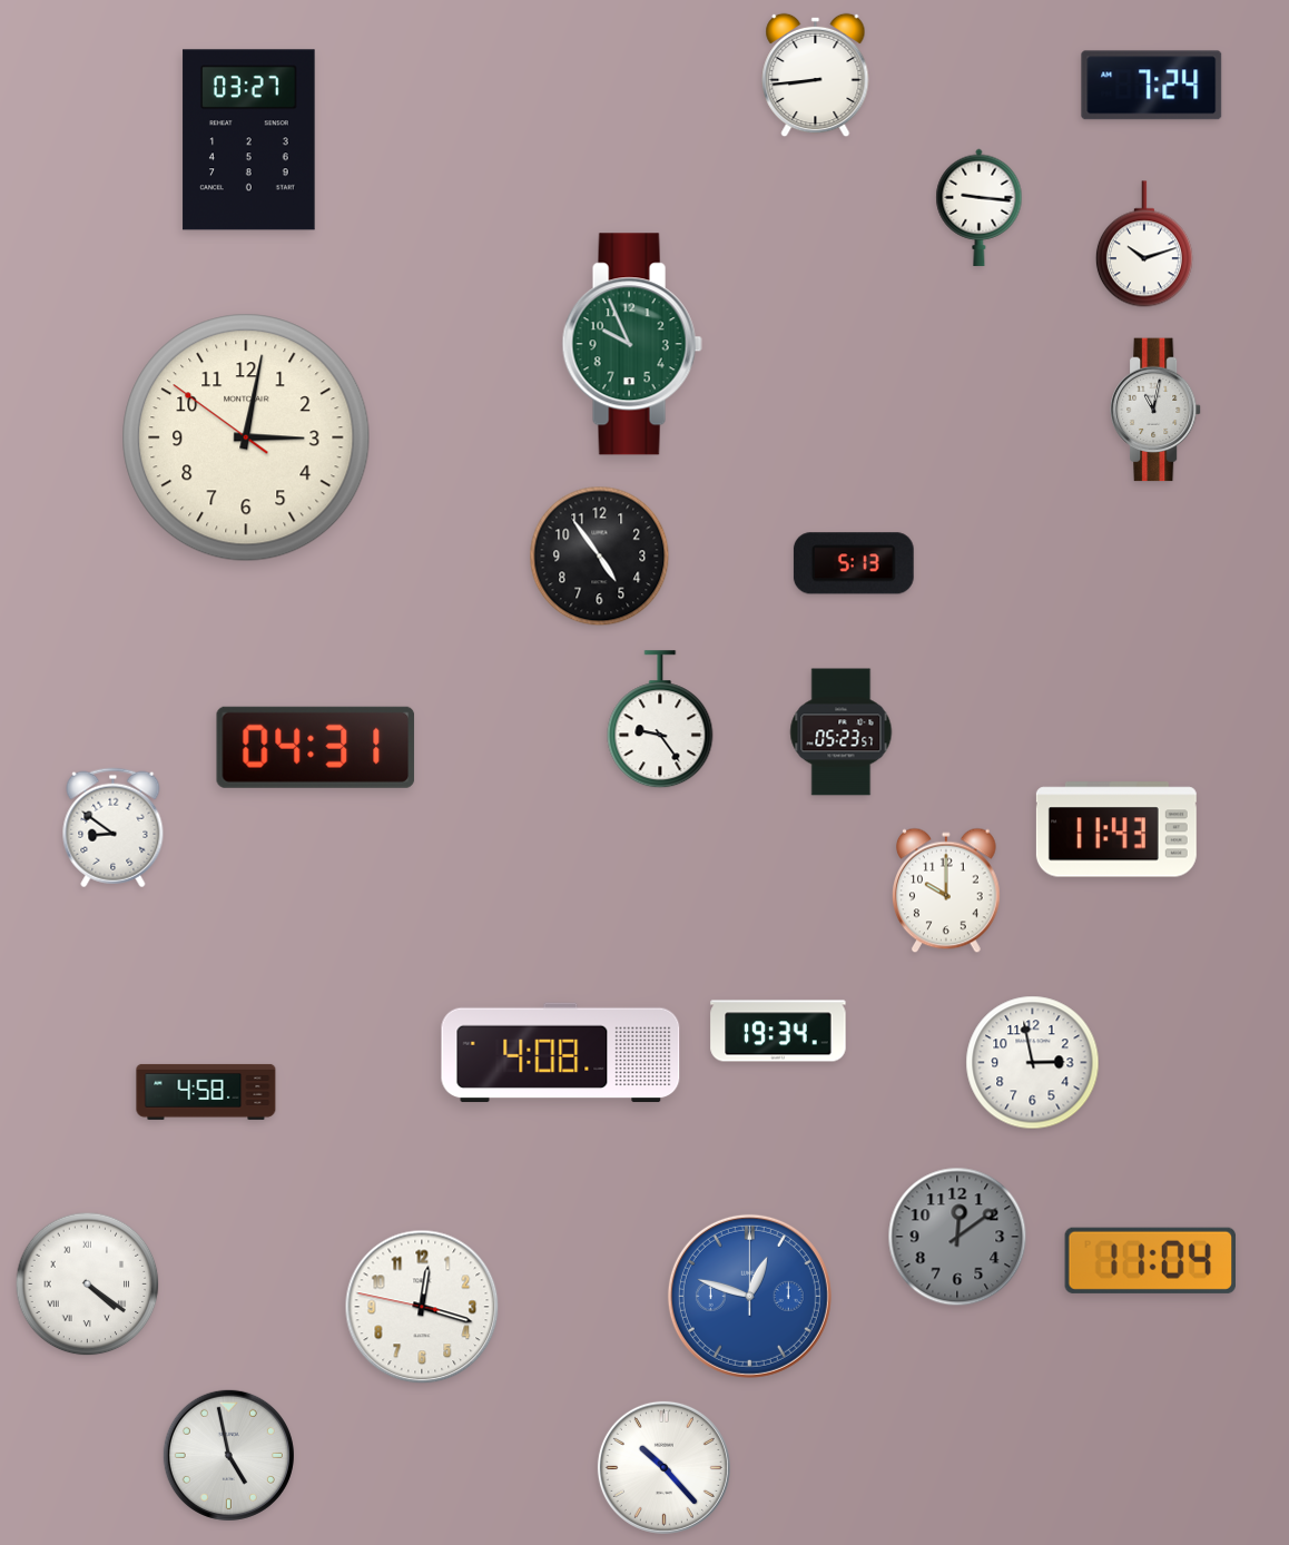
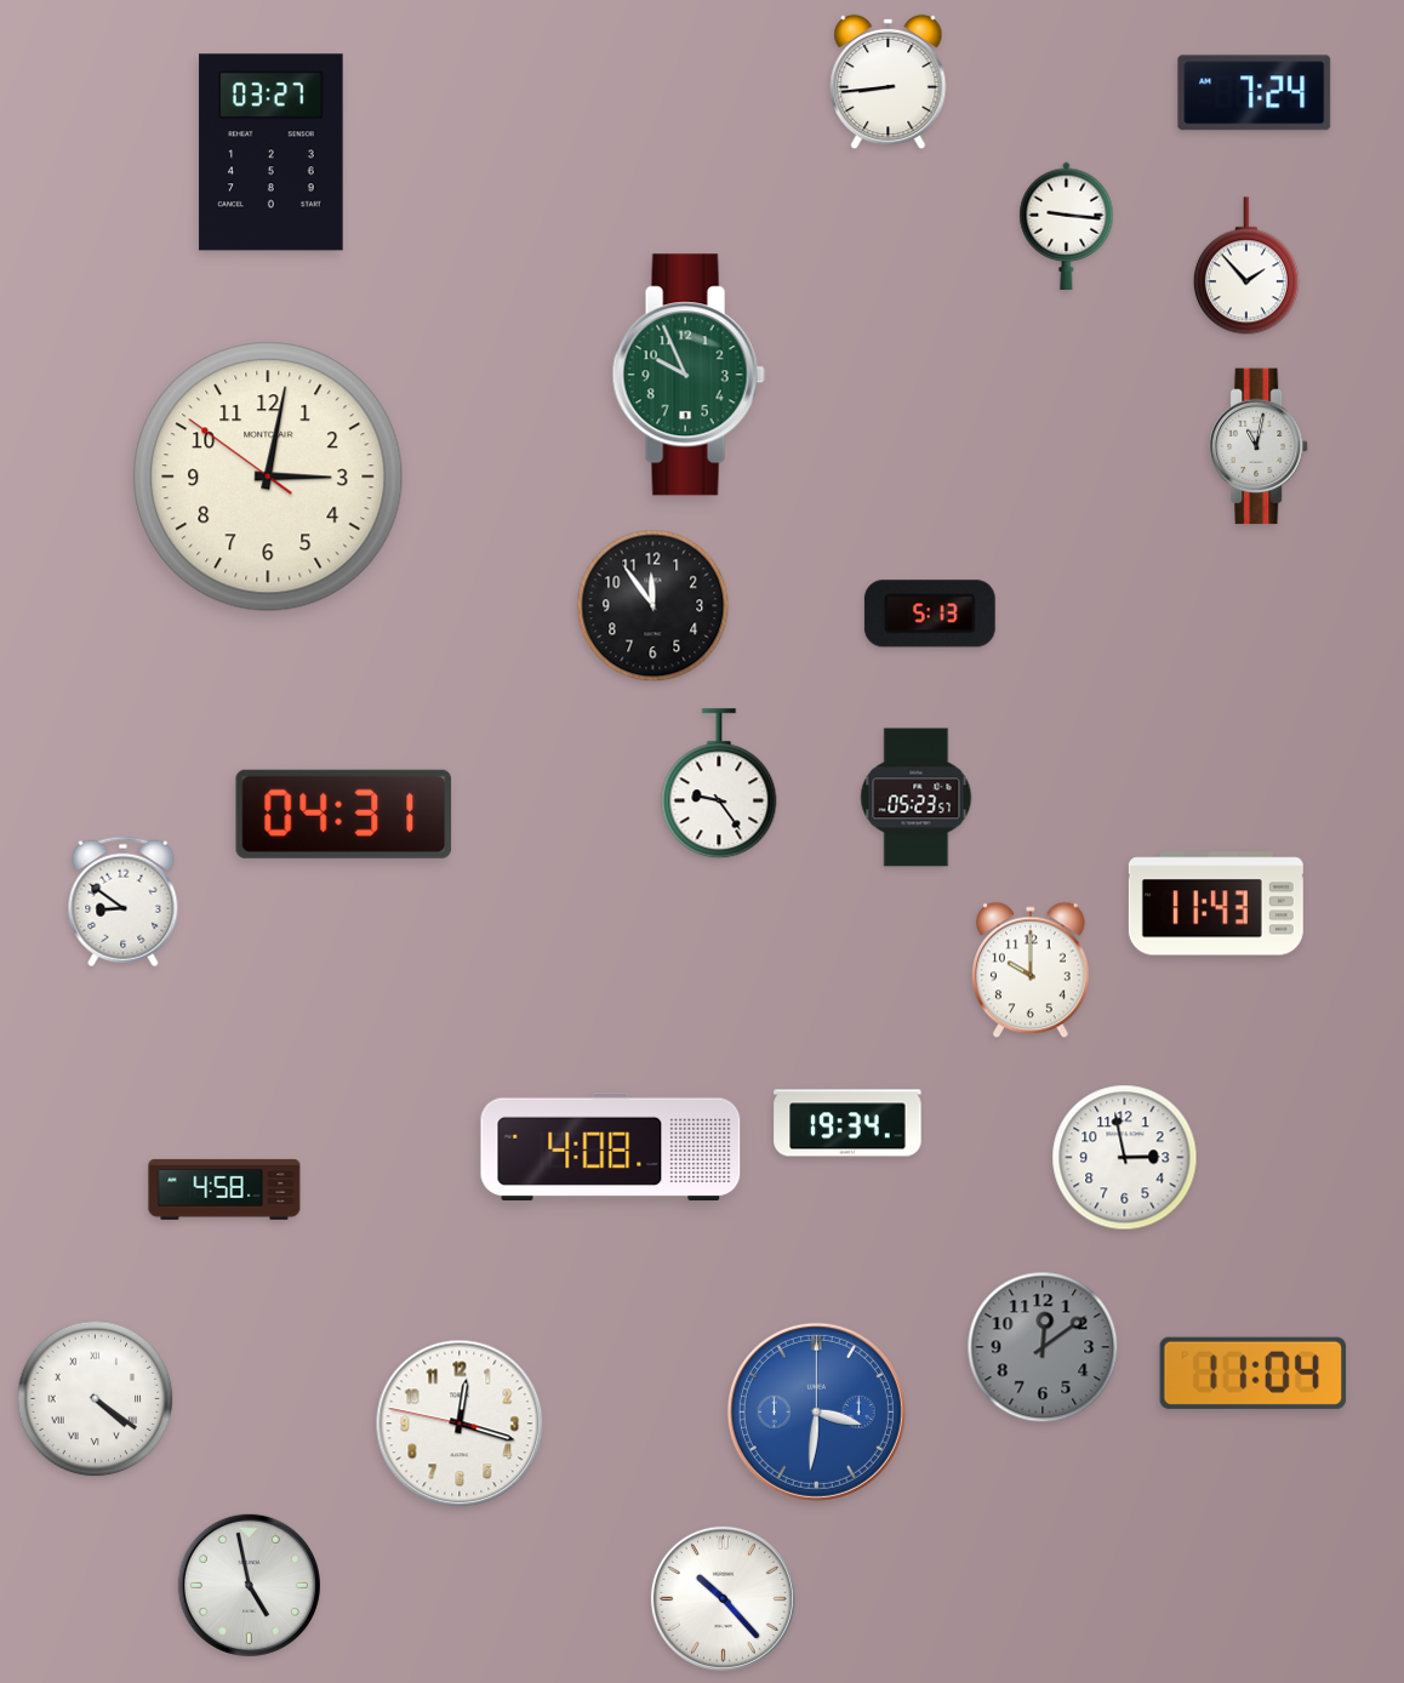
clock at (1144, 244): 10:12 -> 1:53
clock at (600, 557): 4:54 -> 11:54
clock at (749, 1296): 12:48 -> 3:31
